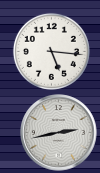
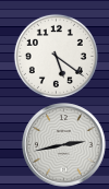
clock at (51, 51): 5:16 -> 5:21
